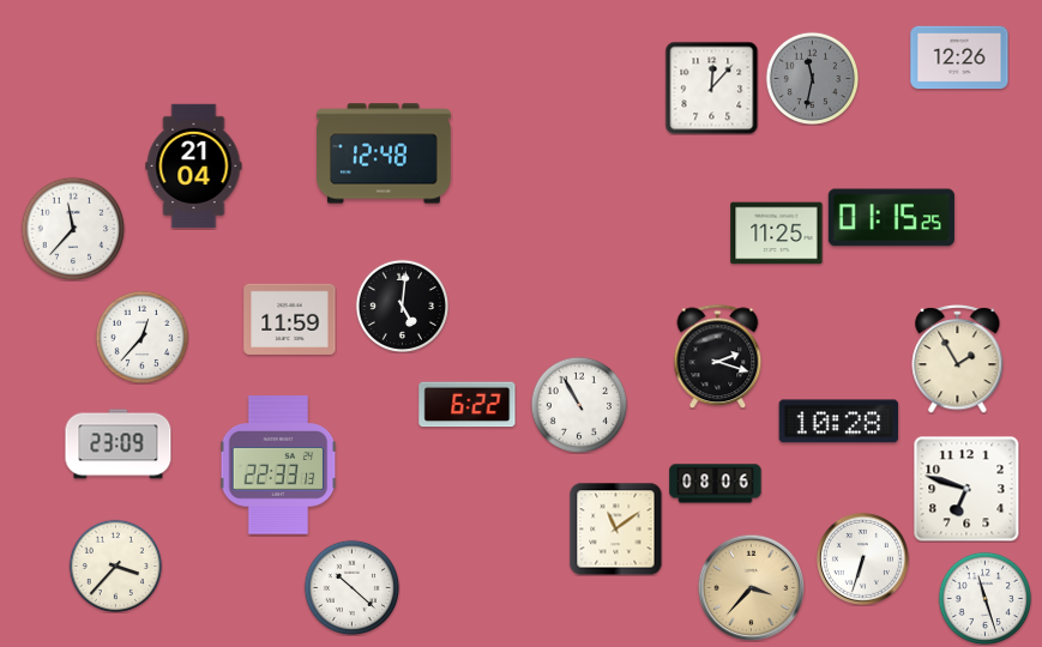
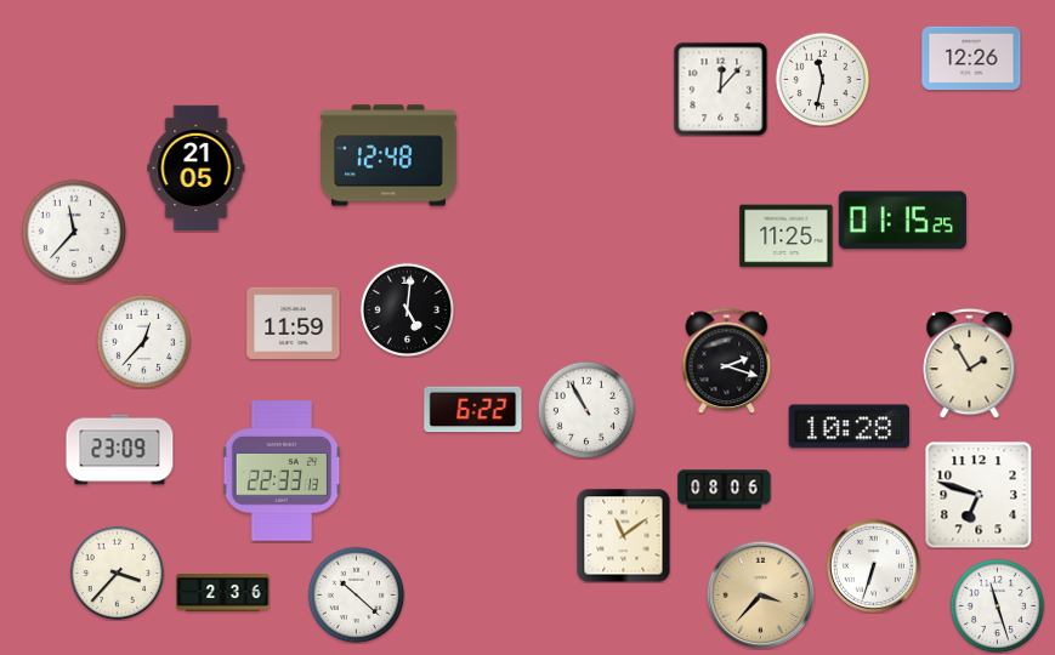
clock at (812, 78) dial: grey -> white
clock at (194, 167): 21:04 -> 21:05
clock at (223, 593): none -> 2:36
